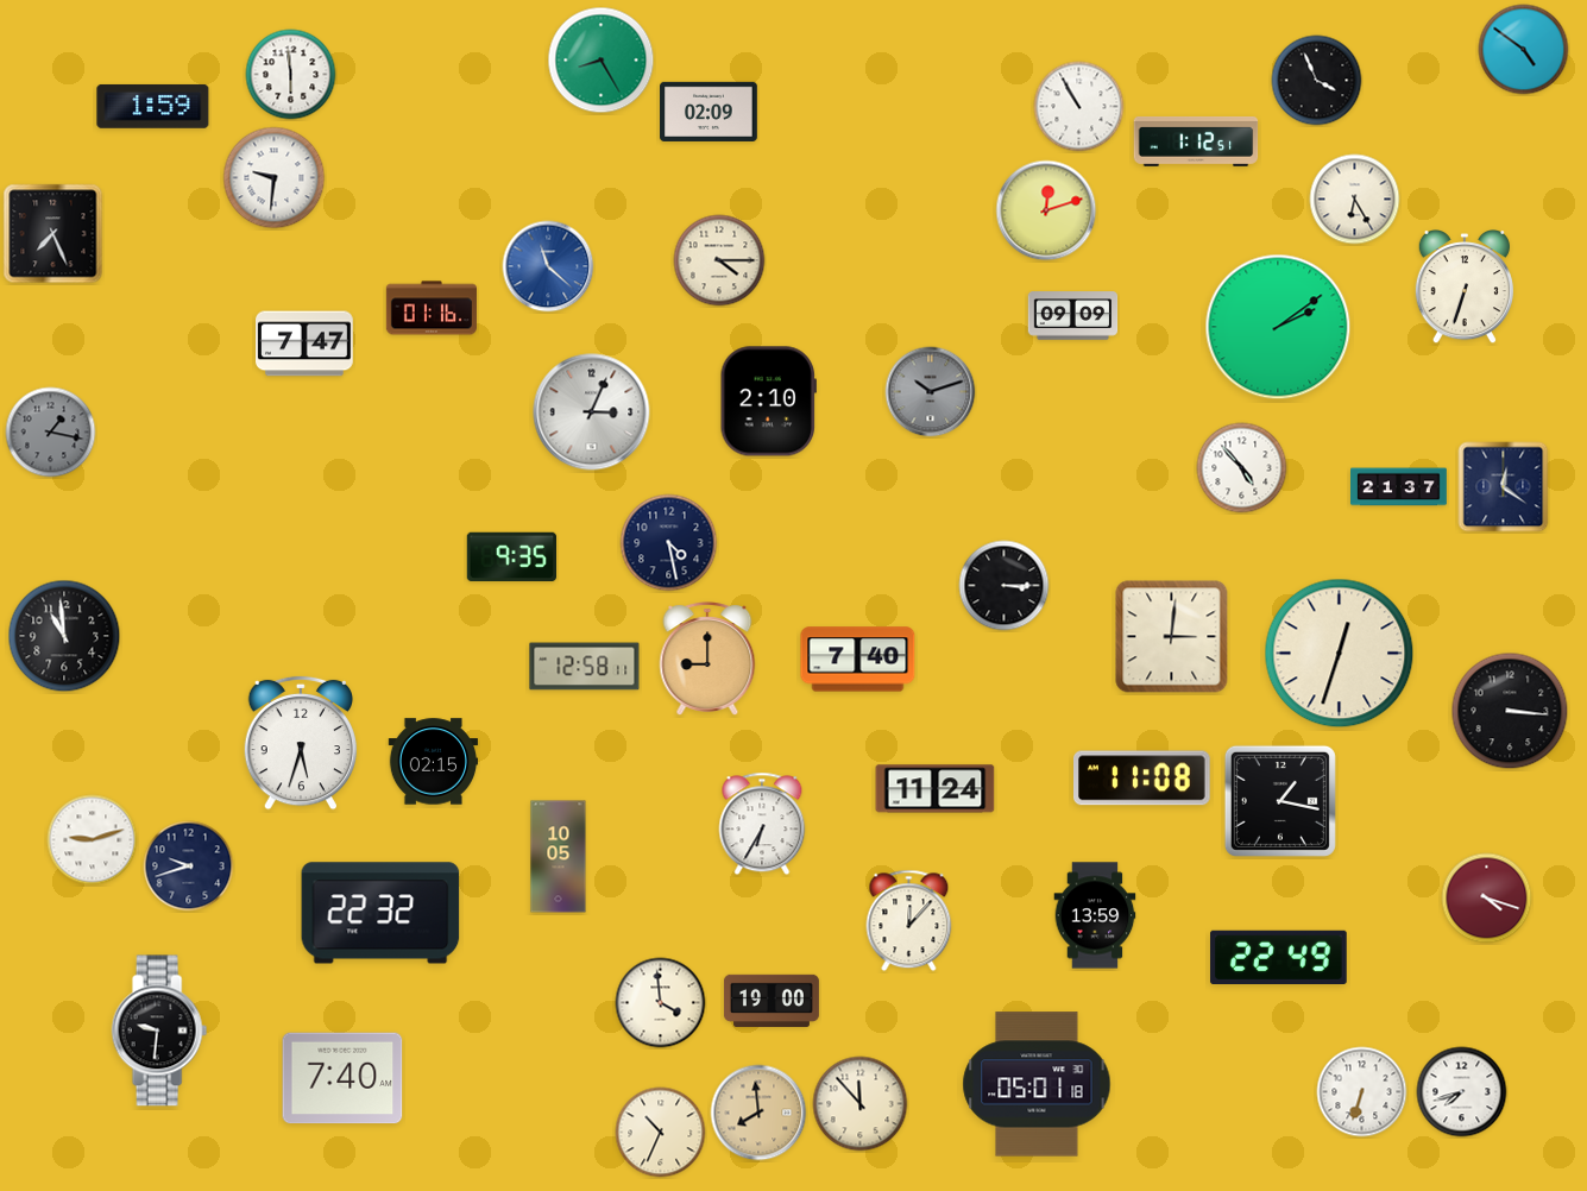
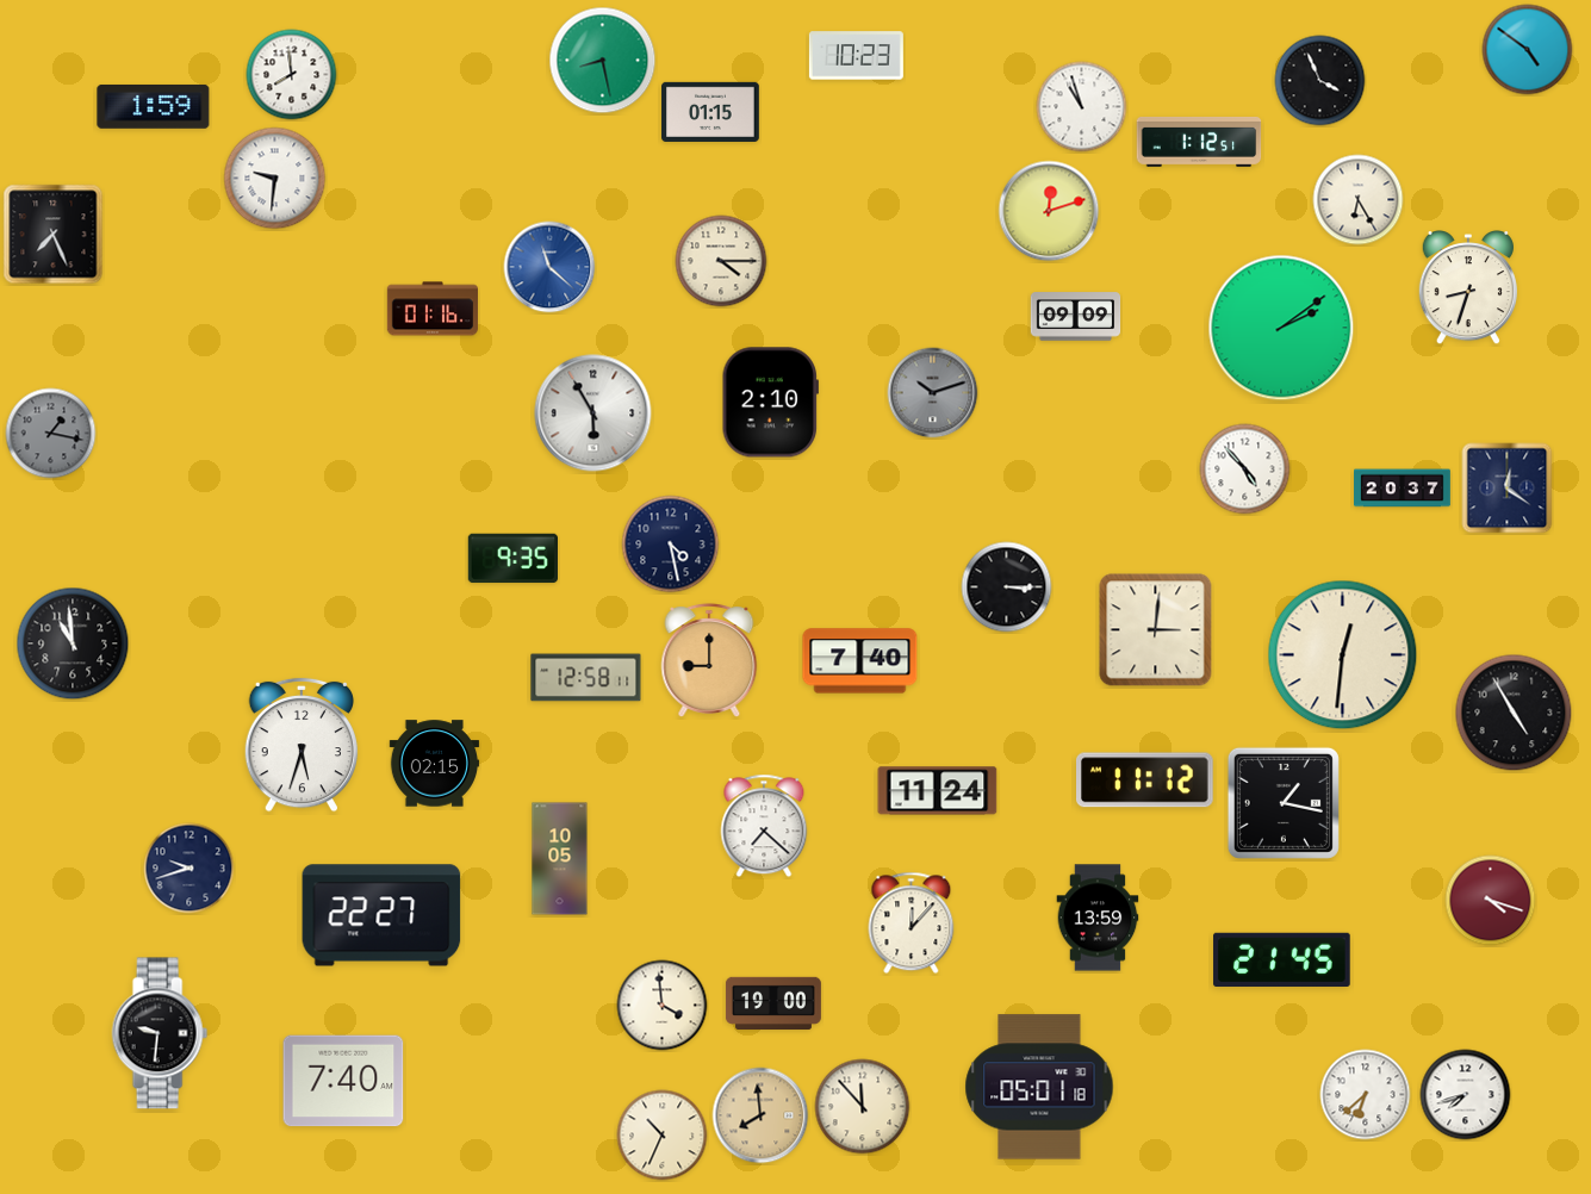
clock at (856, 56): none -> 10:23
clock at (602, 61): 8:25 -> 8:28
clock at (291, 75): 5:59 -> 7:59
clock at (1079, 107): 10:55 -> 10:57
clock at (709, 112): 02:09 -> 01:15
clock at (1463, 288): 6:33 -> 8:33
clock at (306, 344): 7:47 -> none
clock at (592, 412): 3:04 -> 5:55
clock at (1399, 487): 21:37 -> 20:37
clock at (64, 636) position: (64, 636) -> (73, 643)
clock at (1172, 637) position: (1172, 637) -> (1156, 630)
clock at (1340, 654): 12:33 -> 12:31
clock at (585, 667) position: (585, 667) -> (586, 678)
clock at (1510, 711): 3:16 -> 4:55
clock at (1142, 779): 11:08 -> 11:12
clock at (762, 824): 6:35 -> 7:22
clock at (93, 840): 9:12 -> none
clock at (380, 913): 22:32 -> 22:27
clock at (1279, 957): 22:49 -> 21:45
clock at (1362, 1092): 6:33 -> 6:38
